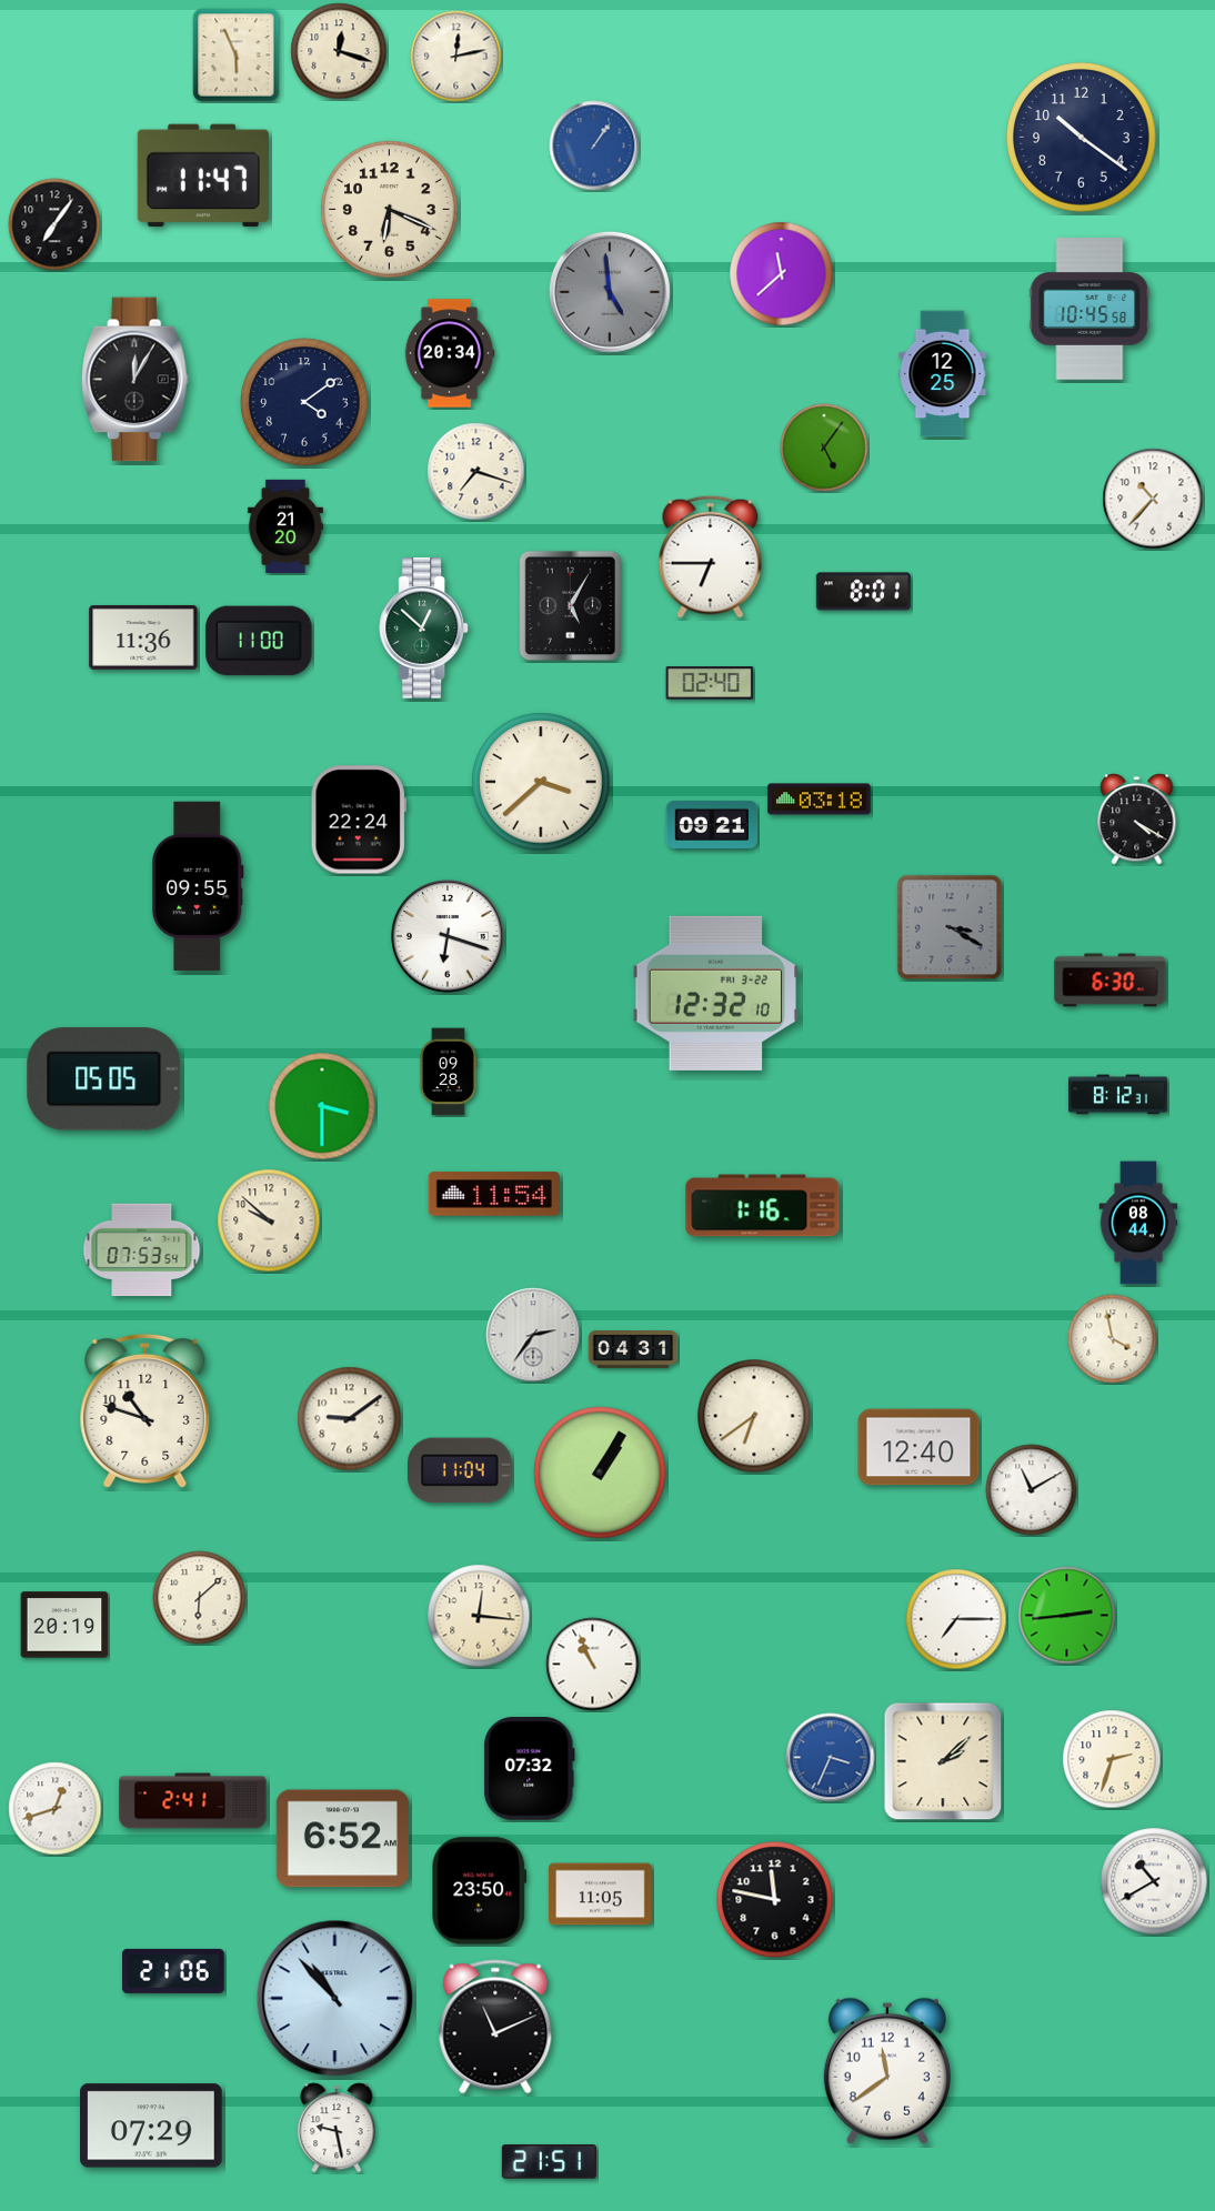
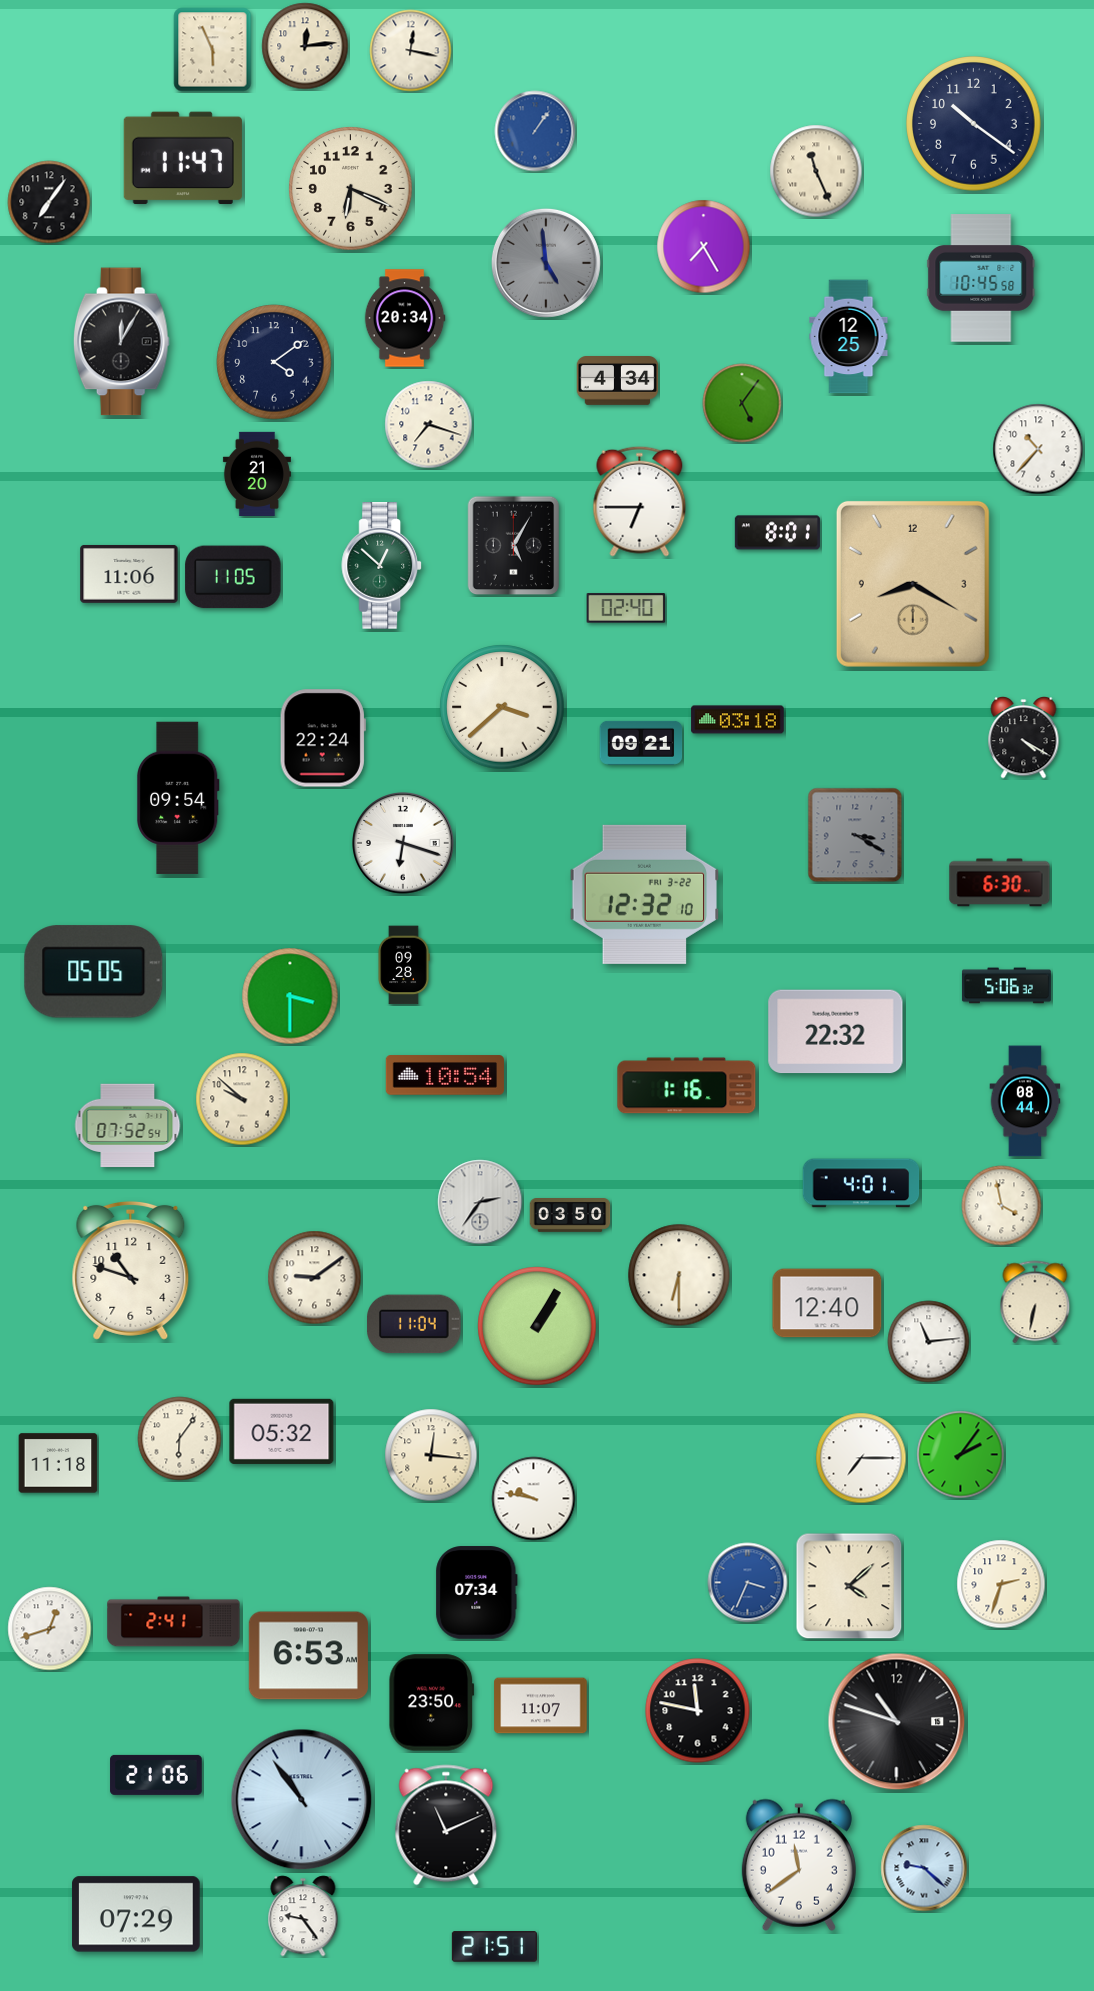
clock at (339, 51): 12:18 -> 12:14
clock at (456, 57): 12:13 -> 12:17
clock at (816, 171): none -> 11:26
clock at (782, 274): 11:38 -> 7:25
clock at (610, 292) position: (610, 292) -> (546, 263)
clock at (618, 381): none -> 4:34
clock at (143, 637): 11:36 -> 11:06
clock at (259, 641): 11:00 -> 11:05
clock at (913, 584): none -> 8:20
clock at (710, 683) position: (710, 683) -> (626, 608)
clock at (541, 782) position: (541, 782) -> (502, 707)
clock at (198, 886): 09:55 -> 09:54
clock at (1117, 1095): 8:12 -> 5:06
clock at (836, 1032): none -> 22:32
clock at (493, 1194): 11:54 -> 10:54
clock at (142, 1250): 07:53 -> 07:52
clock at (861, 1183): none -> 4:01
clock at (633, 1350): 04:31 -> 03:50
clock at (754, 1416): 6:39 -> 6:30
clock at (1035, 1302): none -> 6:32
clock at (600, 1473) position: (600, 1473) -> (537, 1326)
clock at (1032, 1490): 11:10 -> 11:14
clock at (282, 1431): none -> 05:32
clock at (200, 1598): 6:08 -> 6:06
clock at (1067, 1616): 2:44 -> 2:06
clock at (64, 1625): 20:19 -> 11:18
clock at (593, 1665): 10:56 -> 9:47
clock at (943, 1761): 2:08 -> 4:08
clock at (530, 1769): 07:32 -> 07:34
clock at (342, 1839): 6:52 -> 6:53
clock at (1154, 1881): 10:40 -> none
clock at (601, 1895): 11:05 -> 11:07
clock at (897, 1722): none -> 10:48
clock at (335, 1999): 10:53 -> 10:54
clock at (924, 1868): none -> 9:22
clock at (337, 2128): 9:28 -> 9:24
